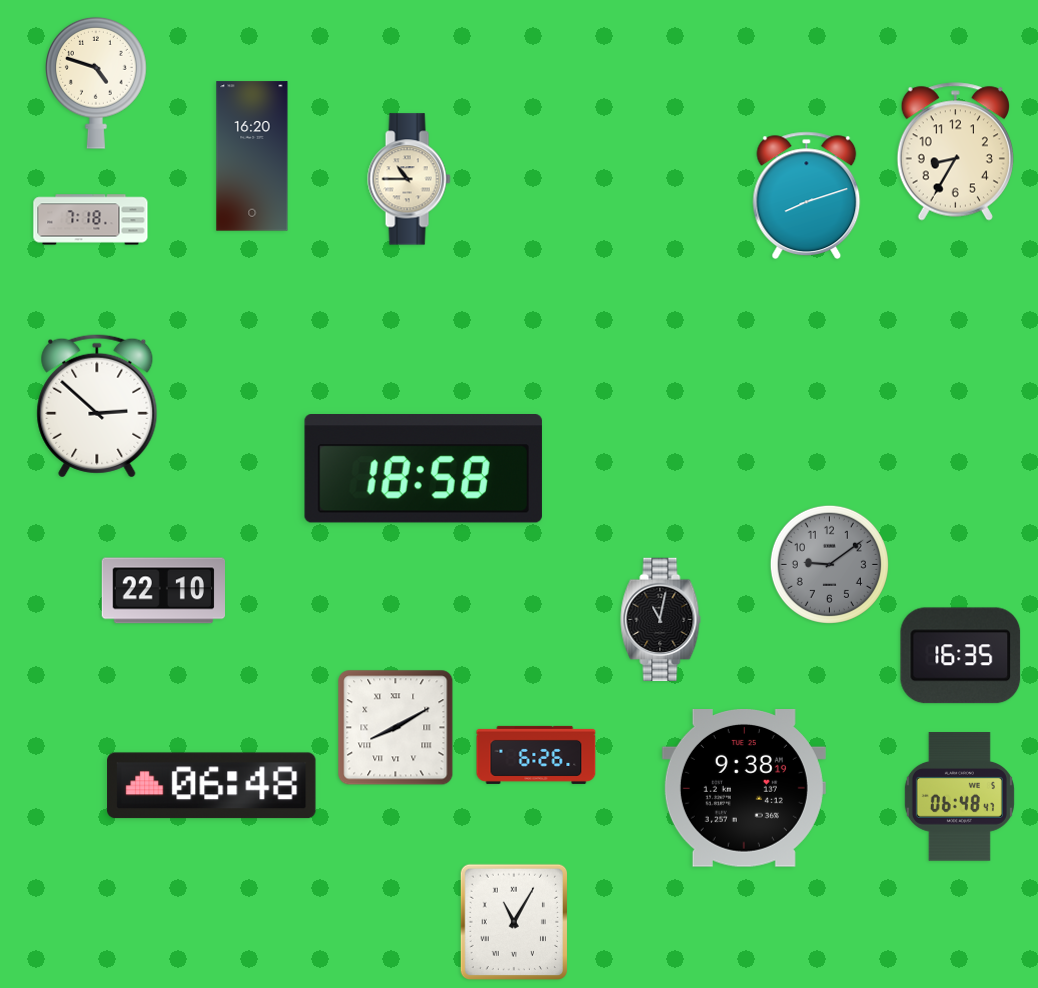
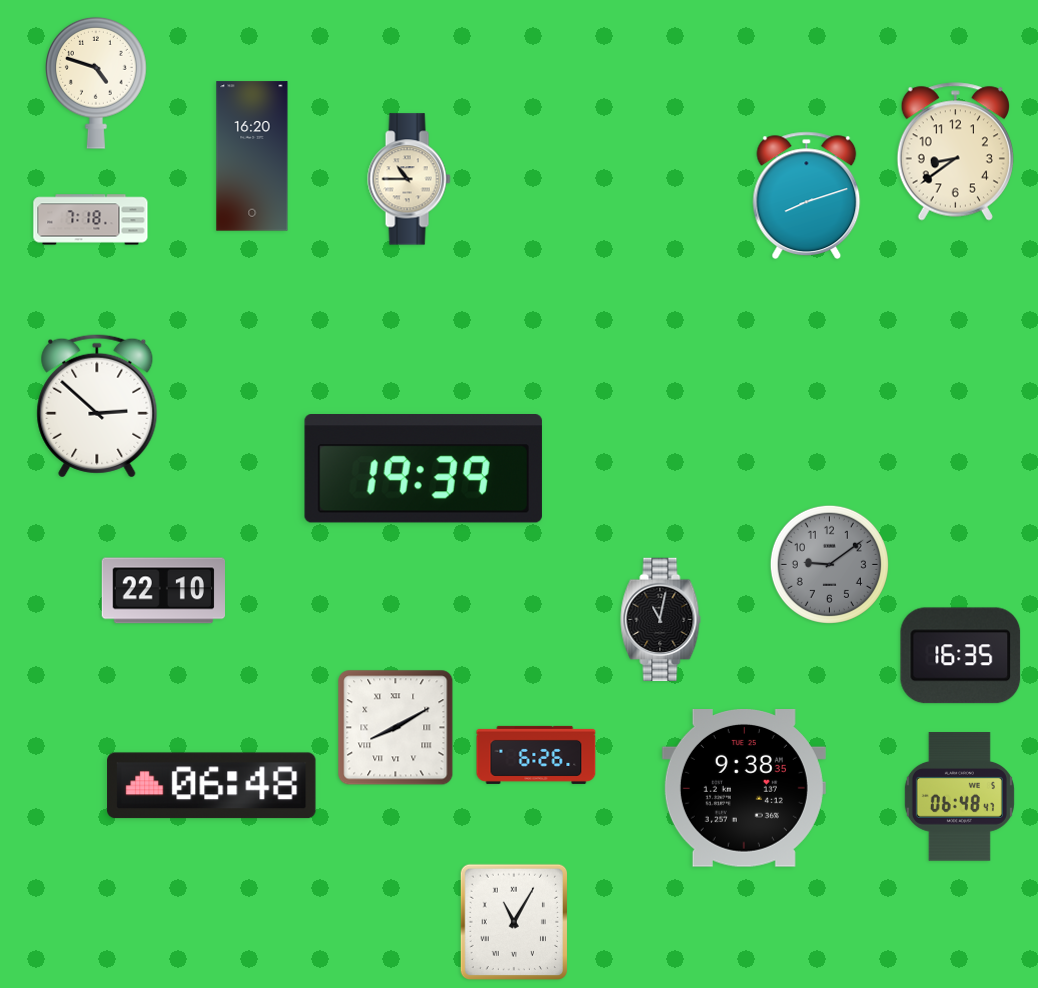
clock at (955, 152): 8:35 -> 8:39
clock at (423, 469): 18:58 -> 19:39
clock at (744, 789): 9:38:19 -> 9:38:35
